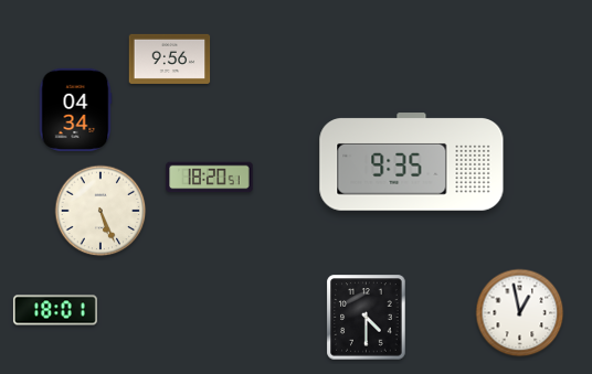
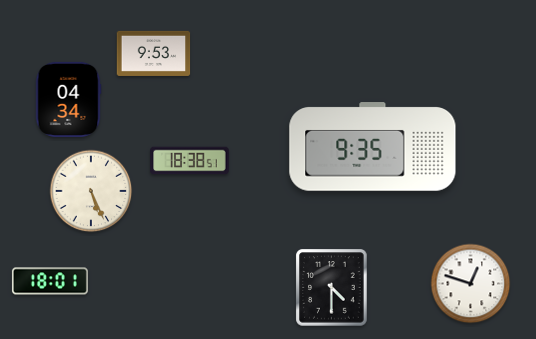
clock at (170, 58): 9:56 -> 9:53
clock at (210, 178): 18:20 -> 18:38
clock at (520, 313): 12:58 -> 12:48
